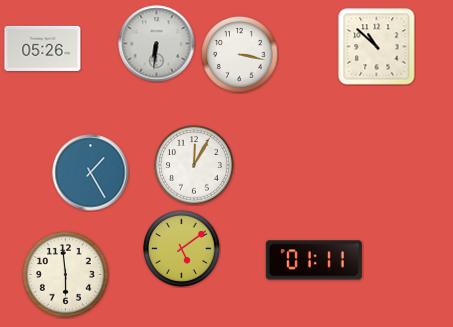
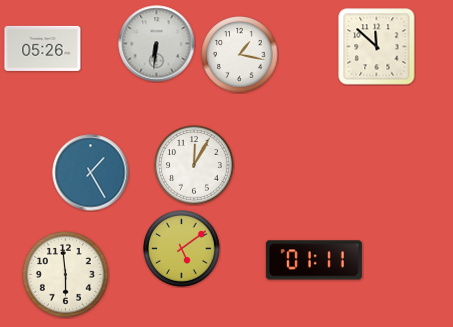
clock at (377, 47): 10:52 -> 11:52
clock at (240, 55): 3:17 -> 1:17
